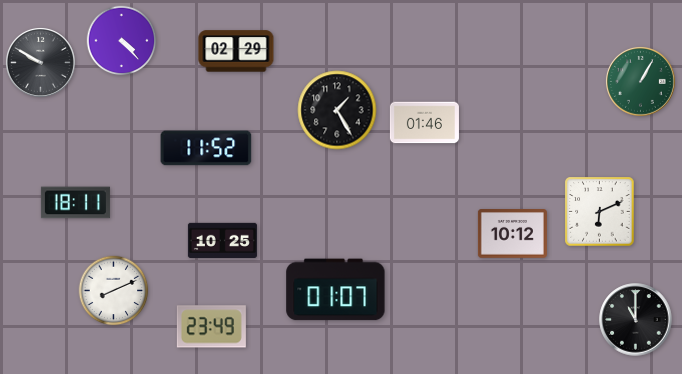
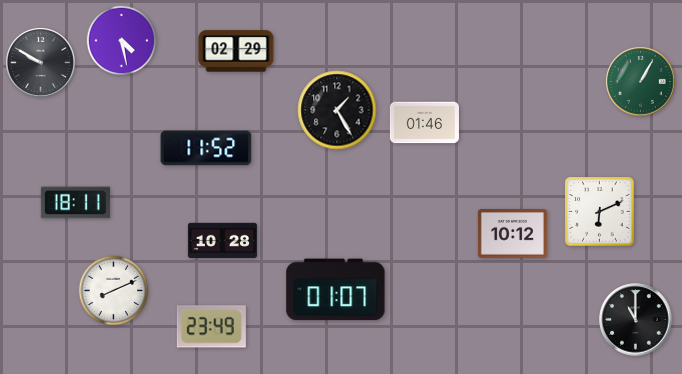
clock at (122, 41): 4:23 -> 4:28
clock at (222, 240): 10:25 -> 10:28
